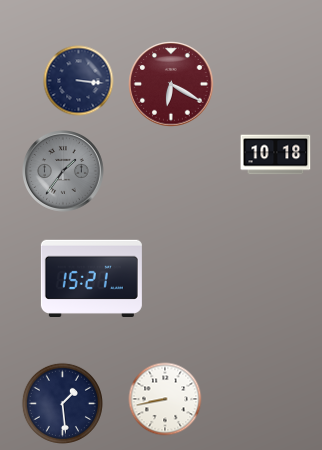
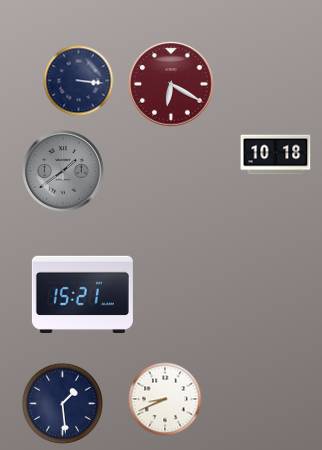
clock at (64, 172): 1:36 -> 1:39
clock at (91, 278) position: (91, 278) -> (82, 294)
clock at (165, 399): 8:43 -> 8:41
